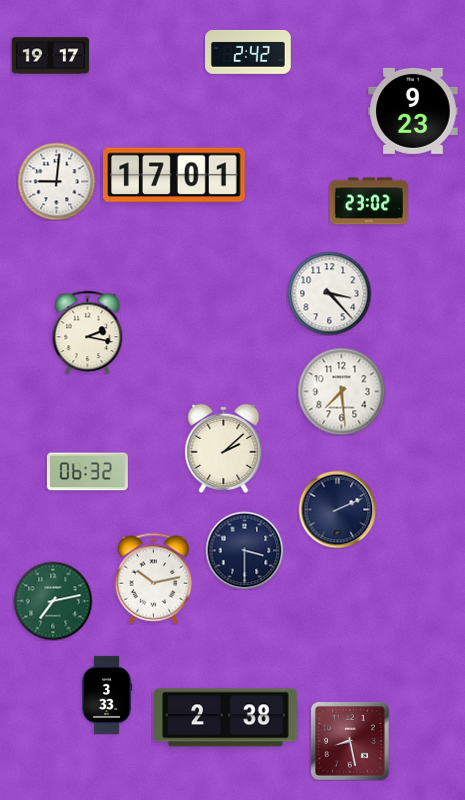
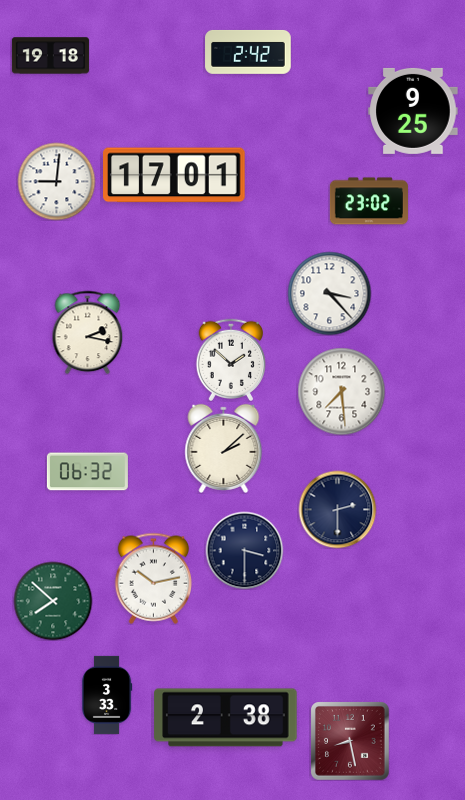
clock at (50, 56): 19:17 -> 19:18
clock at (413, 111): 9:23 -> 9:25
clock at (230, 359): none -> 1:52
clock at (337, 509): 2:11 -> 2:30
clock at (53, 601): 7:13 -> 7:52
